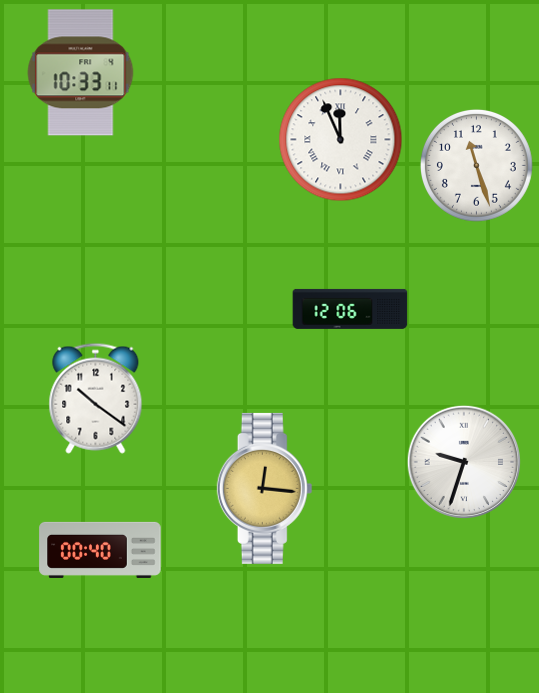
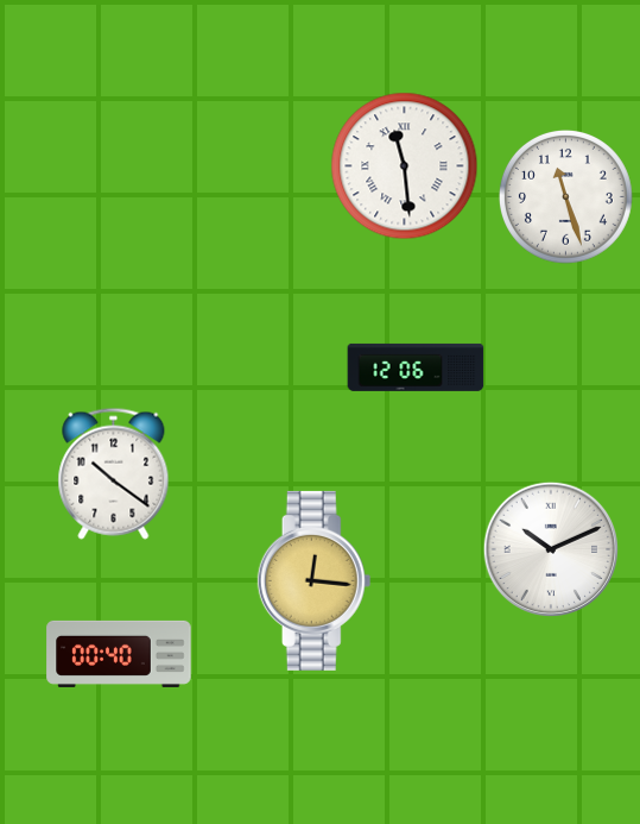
clock at (81, 73): 10:33 -> none
clock at (341, 140): 11:56 -> 11:29
clock at (464, 462): 9:33 -> 10:11
